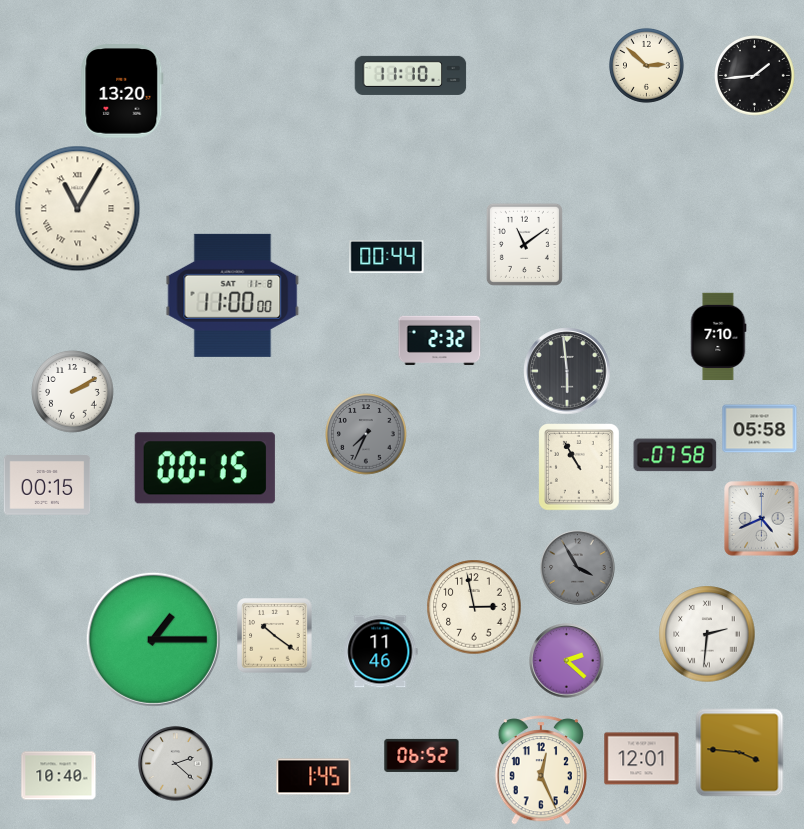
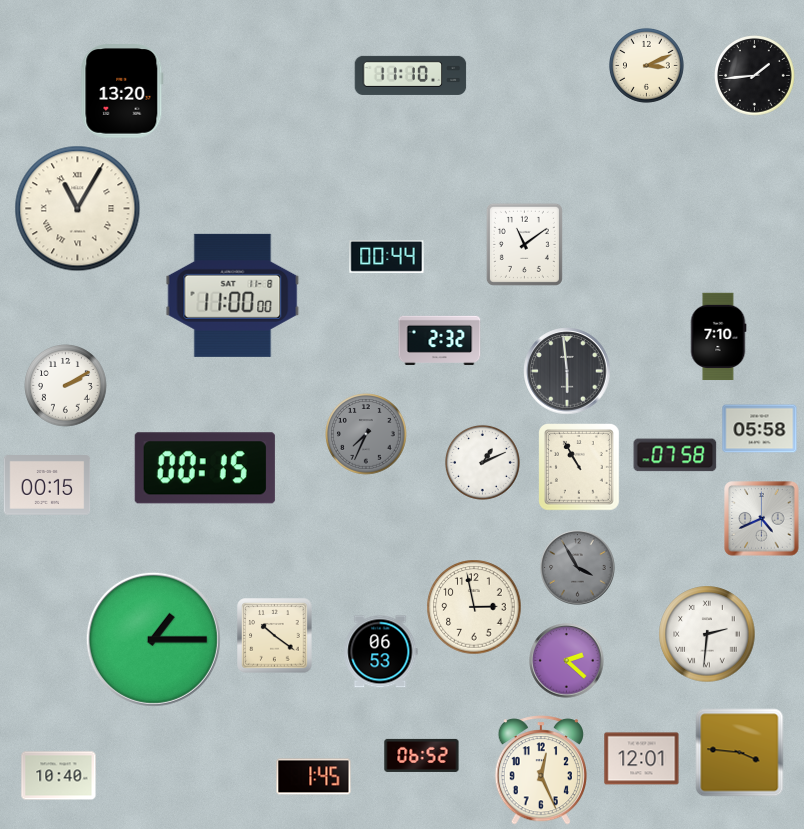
clock at (646, 65): 2:52 -> 3:11
clock at (73, 392) position: (73, 392) -> (66, 386)
clock at (482, 462): none -> 1:11
clock at (381, 652): 11:46 -> 06:53
clock at (176, 764): 2:22 -> none
